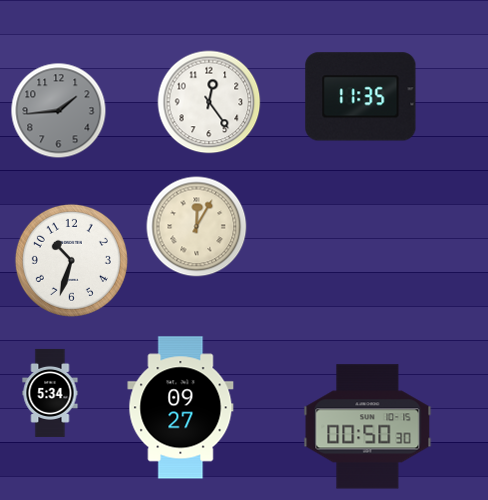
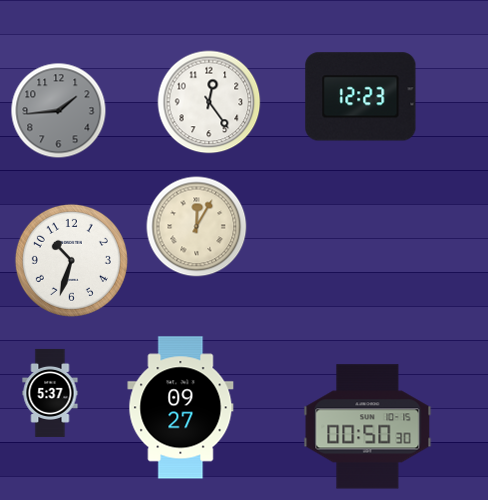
clock at (361, 97): 11:35 -> 12:23
clock at (50, 393): 5:34 -> 5:37
